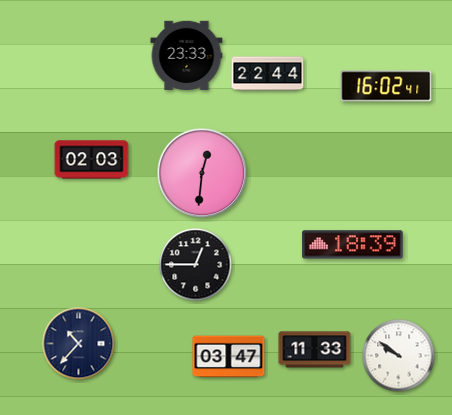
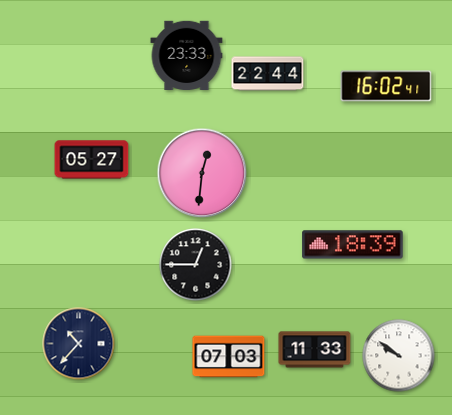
clock at (92, 160): 02:03 -> 05:27
clock at (229, 357): 03:47 -> 07:03
